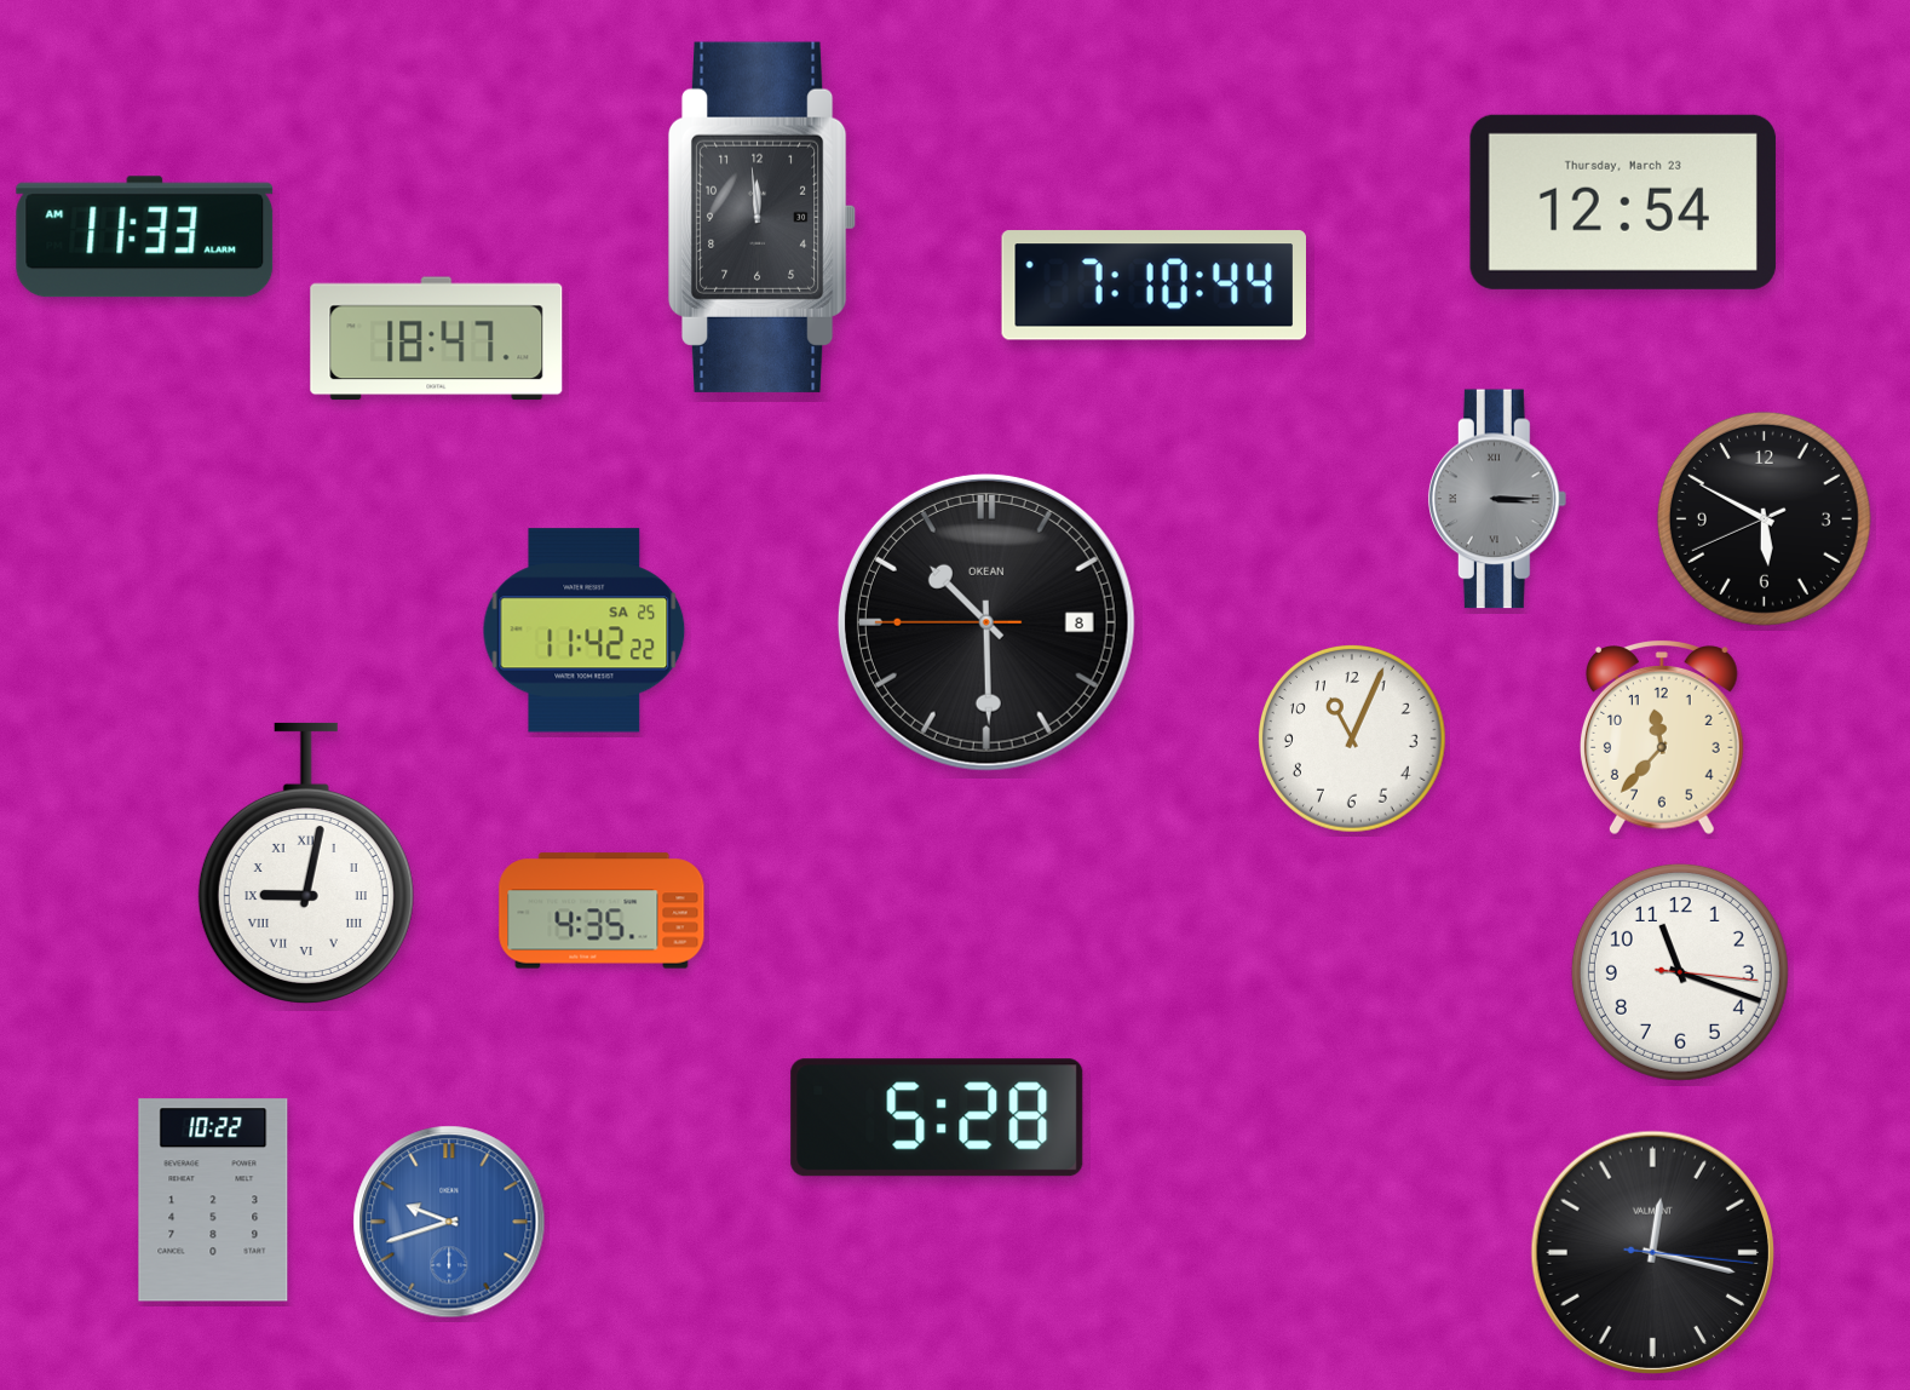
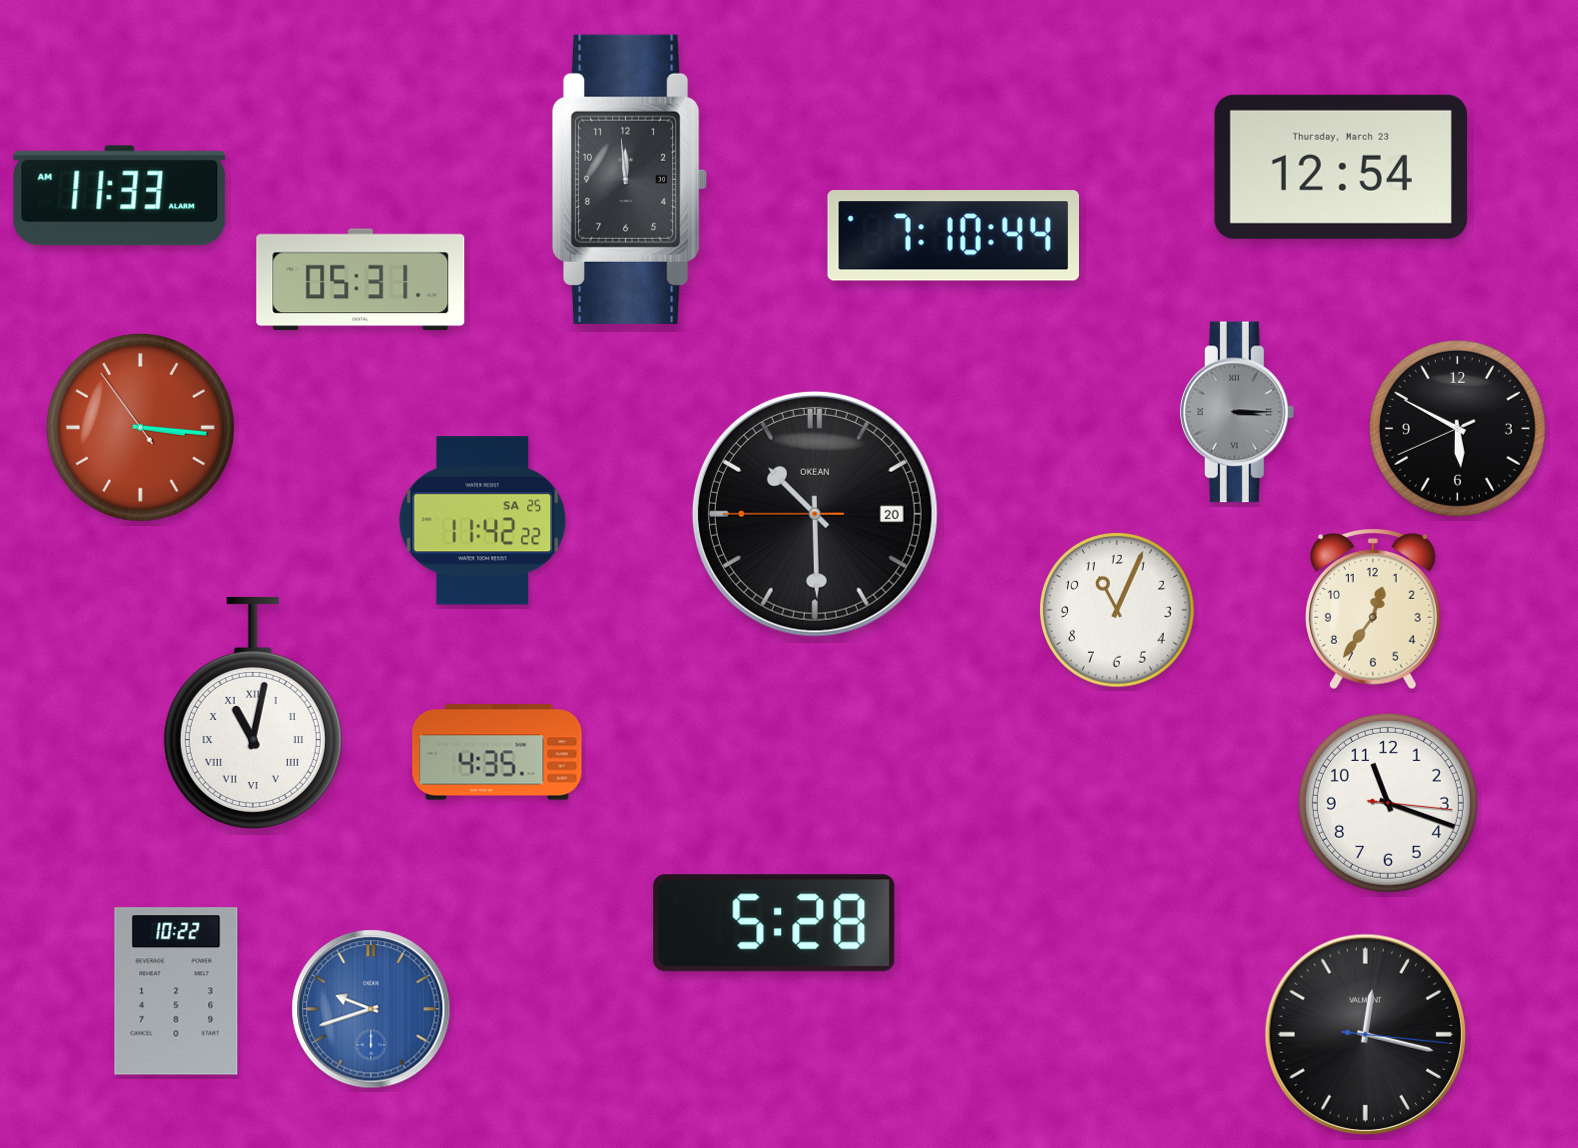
clock at (437, 339): 18:47 -> 05:31
clock at (140, 427): none -> 3:15
clock at (986, 622) date: 8 -> 20
clock at (1662, 739): 11:37 -> 12:36
clock at (306, 862): 9:02 -> 11:02
